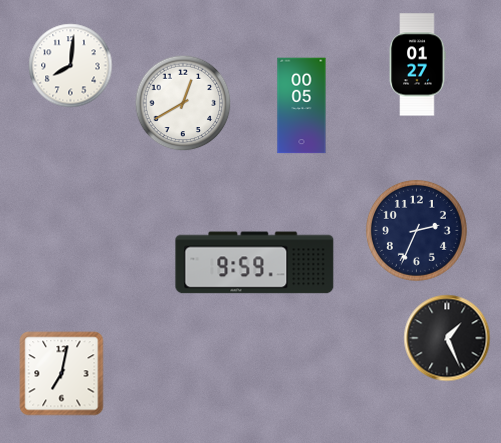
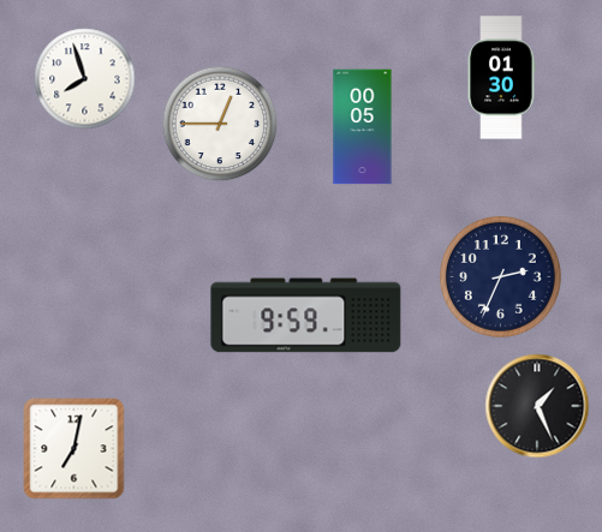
clock at (417, 65): 01:27 -> 01:30
clock at (71, 66): 8:01 -> 7:57
clock at (183, 103): 12:40 -> 12:45
